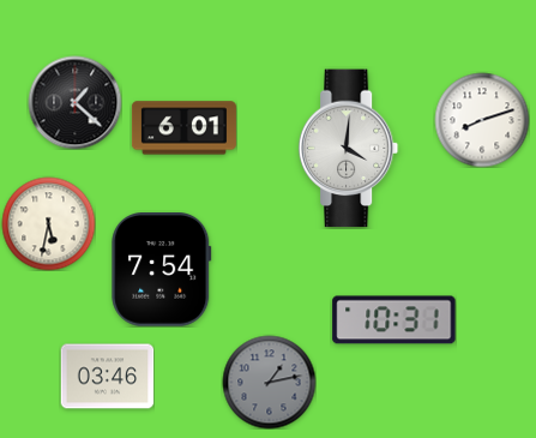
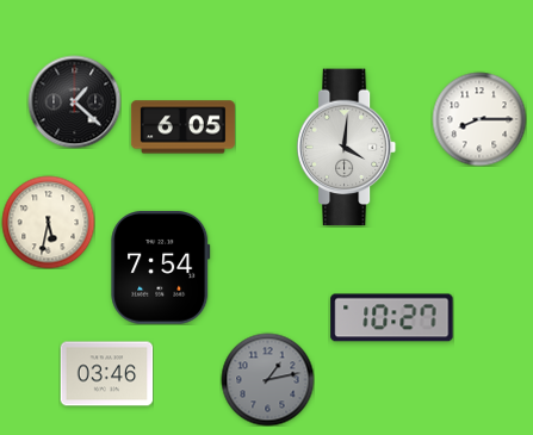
clock at (482, 120): 8:12 -> 8:15
clock at (183, 128): 6:01 -> 6:05
clock at (395, 320): 10:31 -> 10:27
